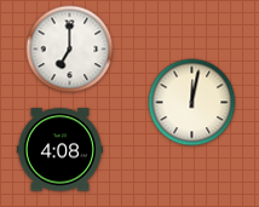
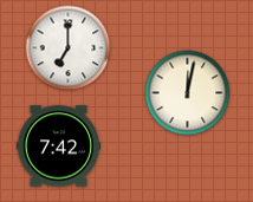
clock at (192, 103) position: (192, 103) -> (188, 93)
clock at (59, 150): 4:08 -> 7:42
